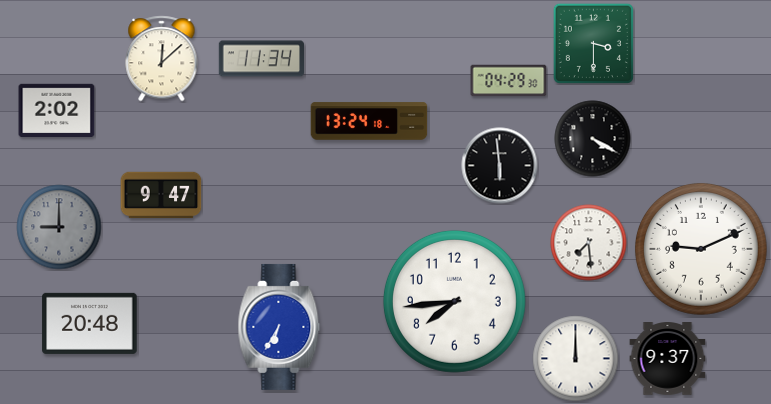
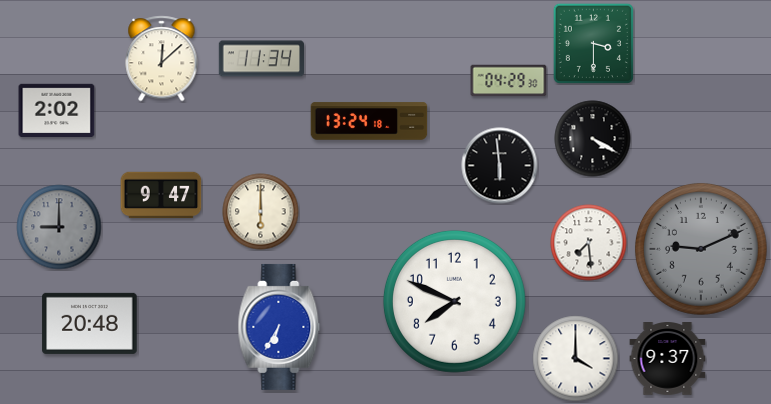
clock at (261, 212): none -> 6:00
clock at (701, 249) dial: white -> grey
clock at (454, 301): 7:44 -> 7:49
clock at (576, 359): 12:00 -> 4:00
